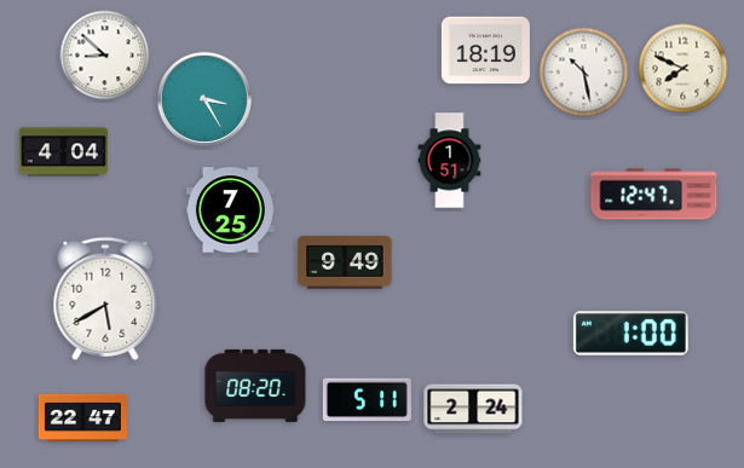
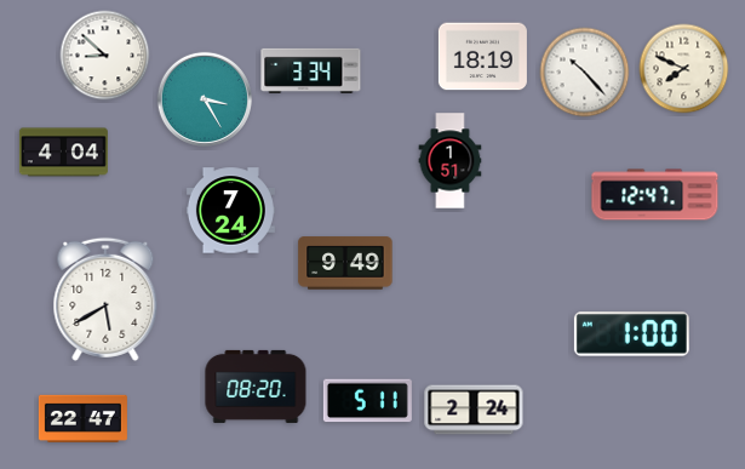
clock at (485, 51) position: (485, 51) -> (482, 57)
clock at (311, 70): none -> 3:34
clock at (584, 73): 10:28 -> 10:23
clock at (230, 210): 7:25 -> 7:24
